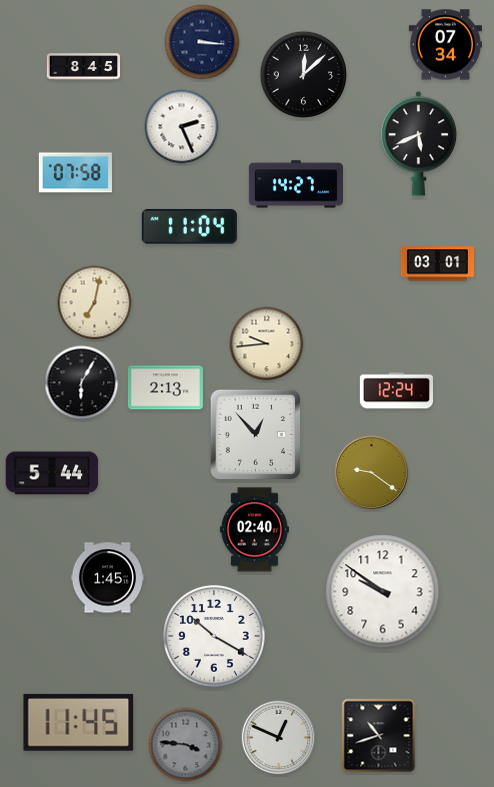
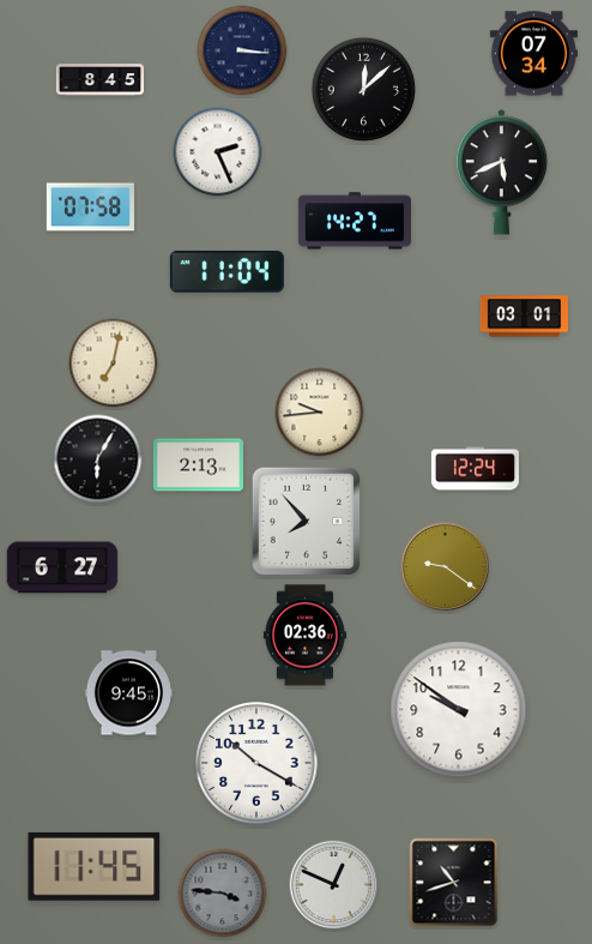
clock at (255, 434): 12:53 -> 7:53
clock at (52, 473): 5:44 -> 6:27
clock at (254, 530): 02:40 -> 02:36
clock at (107, 578): 1:45 -> 9:45
